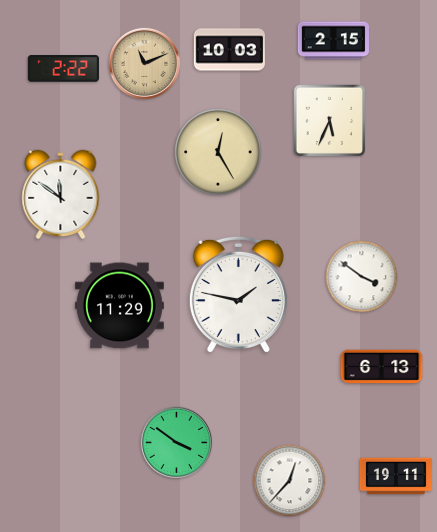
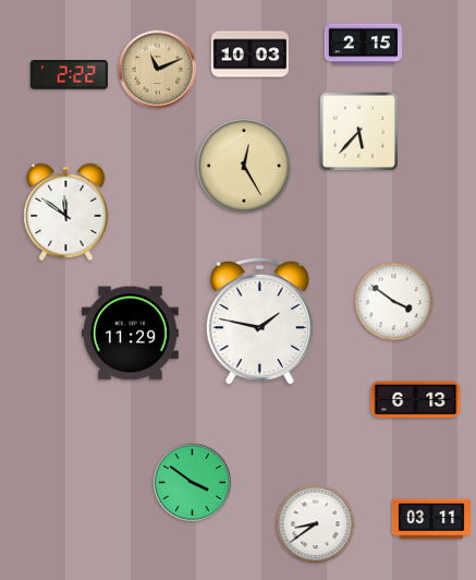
clock at (330, 121): 5:34 -> 5:37
clock at (218, 152) position: (218, 152) -> (244, 166)
clock at (396, 476): 19:11 -> 03:11
clock at (290, 481): 12:37 -> 8:39
